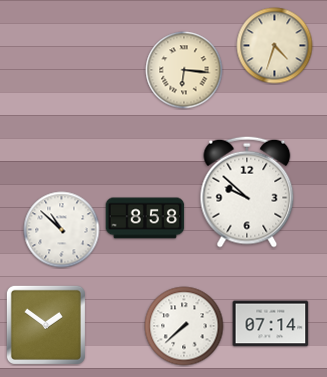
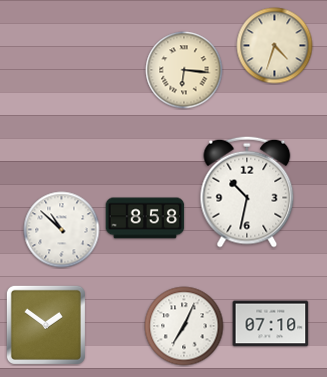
clock at (247, 192): 9:52 -> 10:32
clock at (271, 324): 07:14 -> 07:10
clock at (184, 326): 7:38 -> 7:04
